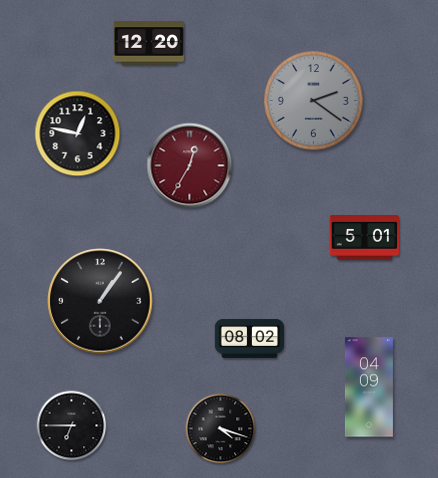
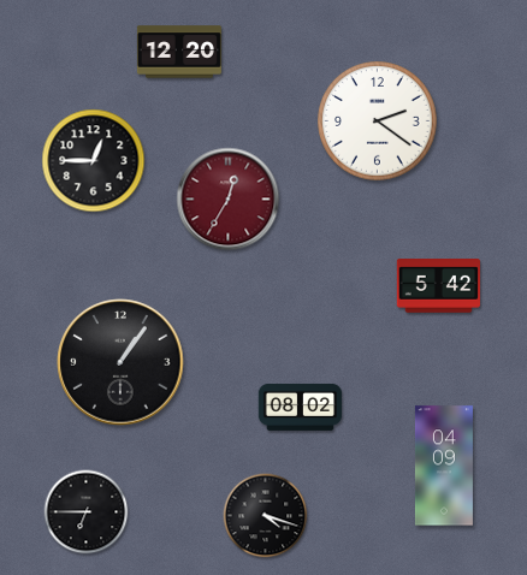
clock at (314, 101) dial: grey -> white
clock at (78, 134): 12:47 -> 12:45
clock at (364, 238): 5:01 -> 5:42
